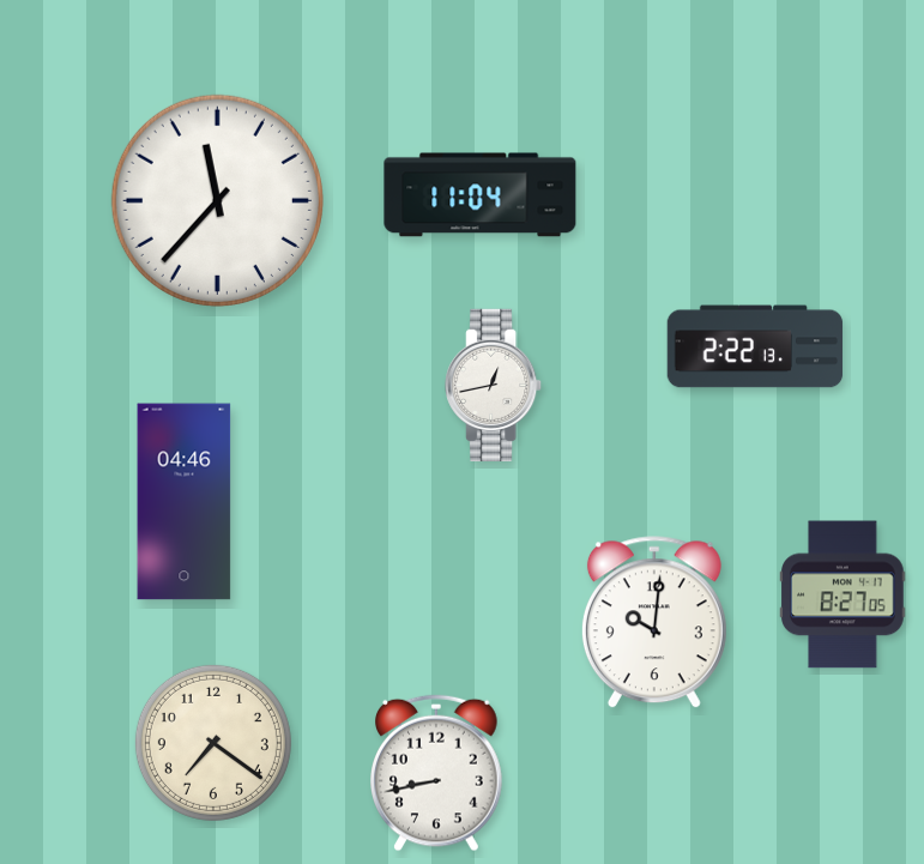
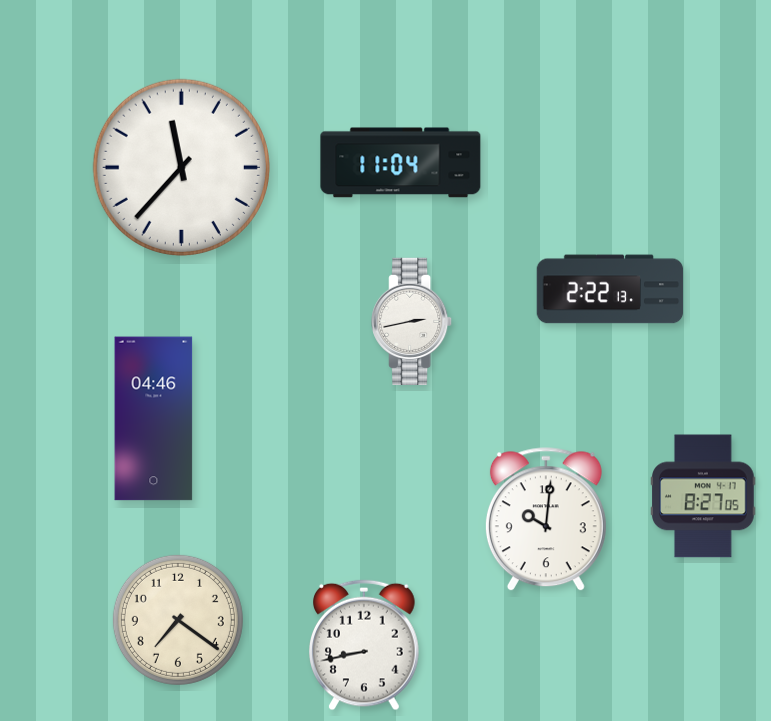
clock at (755, 346) position: (755, 346) -> (610, 289)
clock at (494, 385): 12:43 -> 2:43
